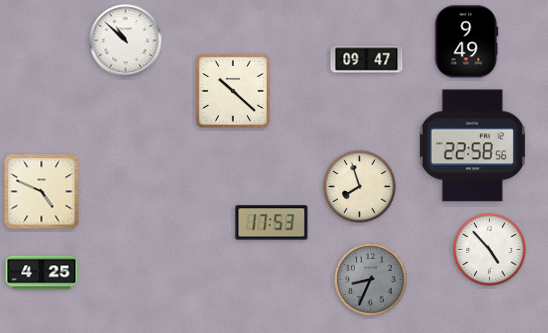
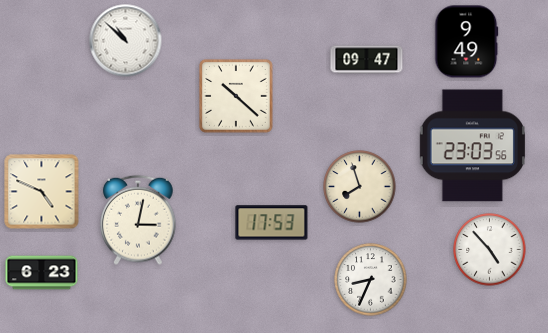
clock at (233, 91) position: (233, 91) -> (236, 96)
clock at (472, 146): 22:58 -> 23:03
clock at (138, 220): none -> 3:02
clock at (42, 273): 4:25 -> 6:23
clock at (371, 280) dial: grey -> white
